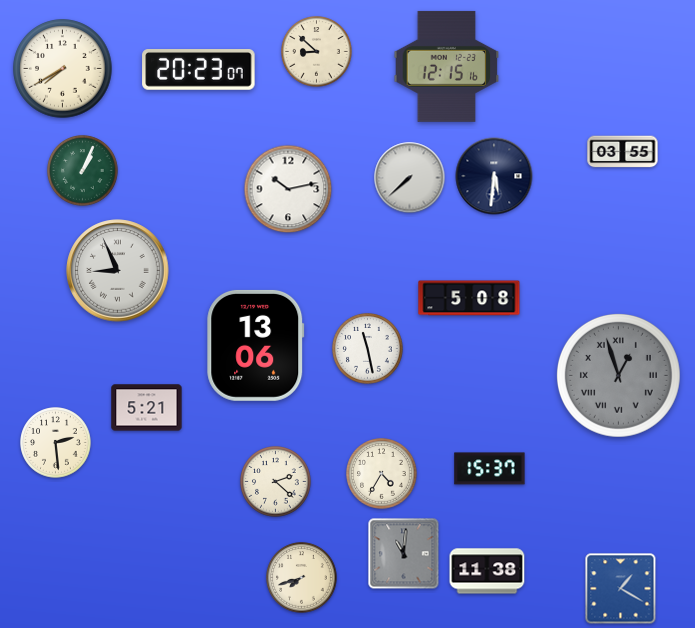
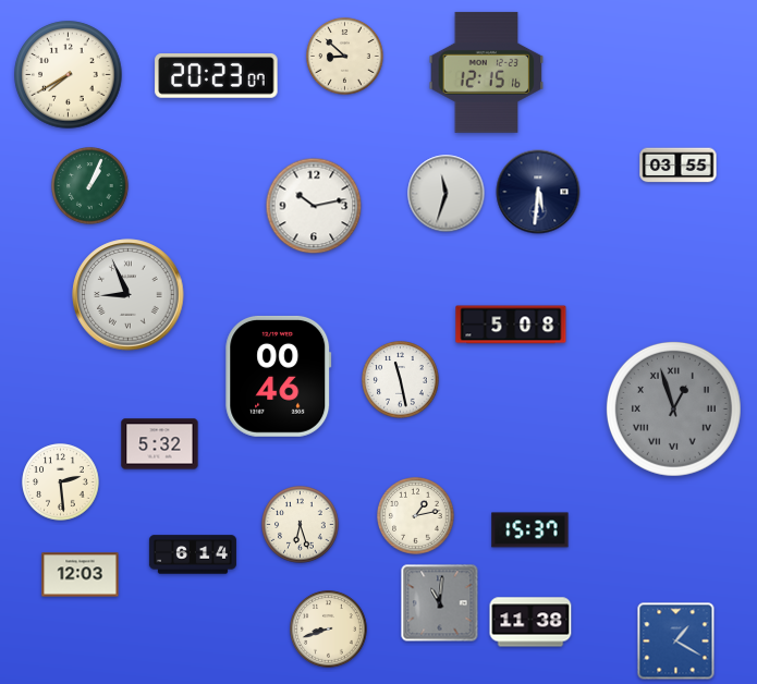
clock at (410, 178): 7:38 -> 11:33
clock at (256, 345): 13:06 -> 00:46
clock at (147, 408): 5:21 -> 5:32
clock at (490, 469) position: (490, 469) -> (530, 530)
clock at (382, 474): 4:35 -> 1:13
clock at (276, 482): 2:22 -> 6:27
clock at (193, 554): none -> 6:14
clock at (81, 575): none -> 12:03
clock at (302, 578): 7:42 -> 8:42
